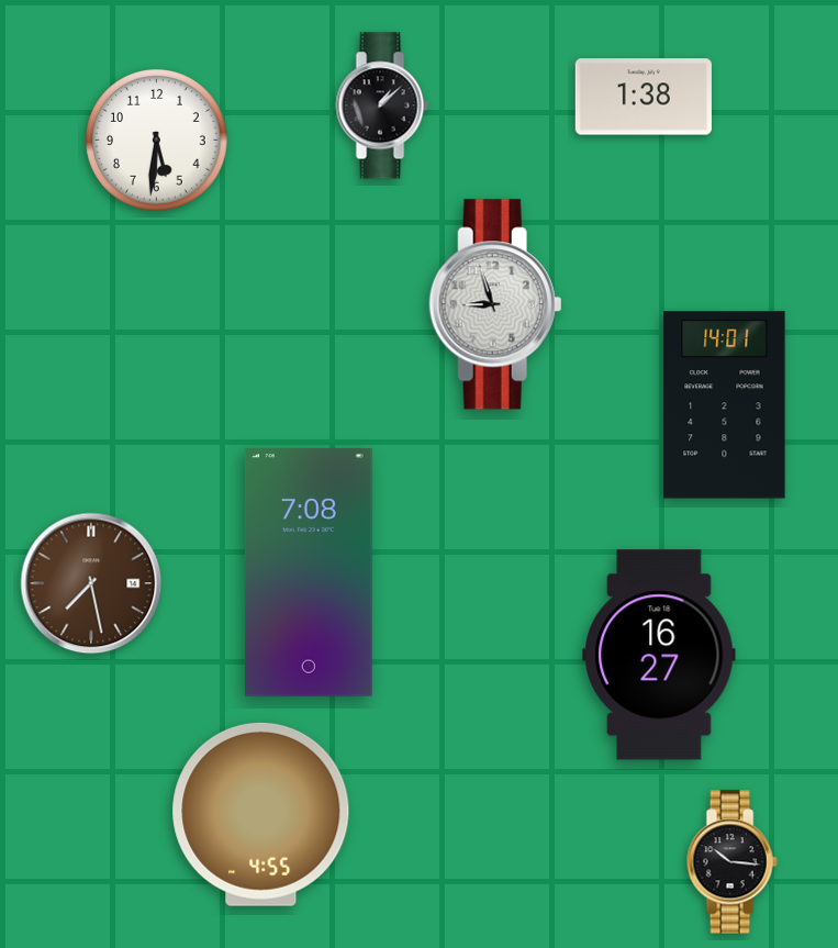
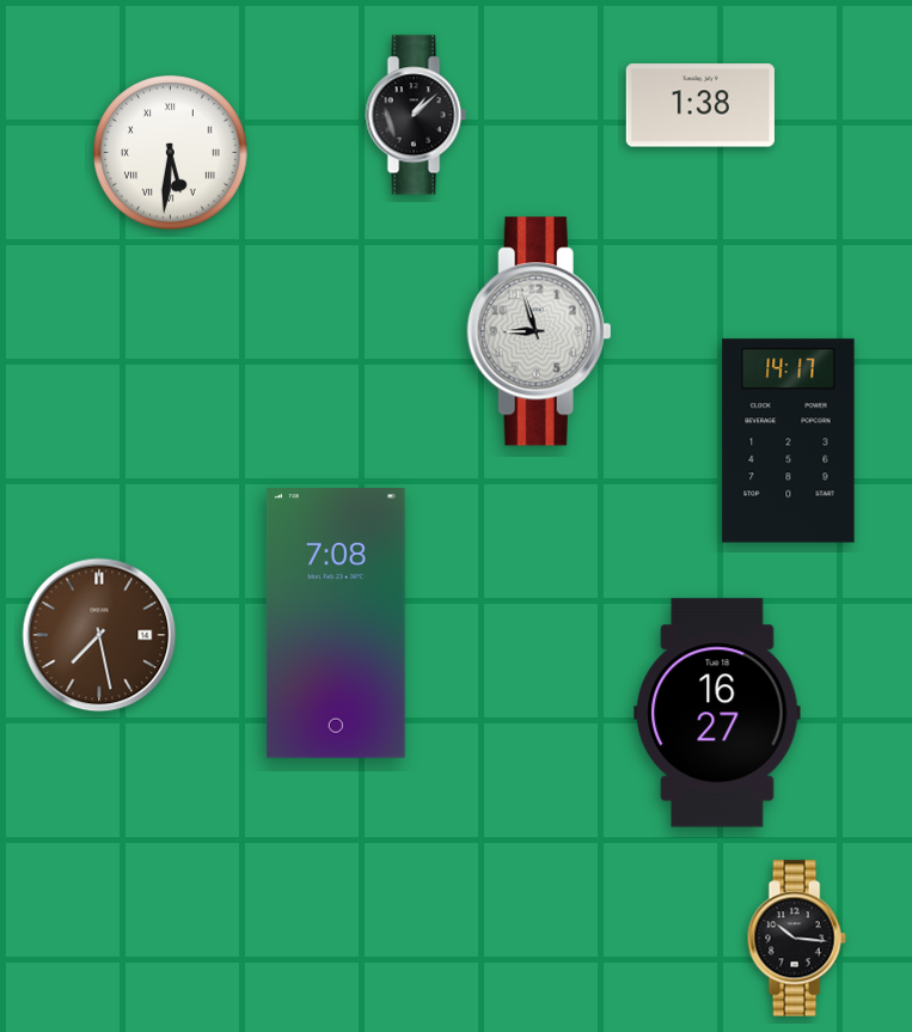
clock at (157, 141) numerals: Arabic -> Roman
clock at (725, 405): 14:01 -> 14:17
clock at (261, 814): 4:55 -> none
